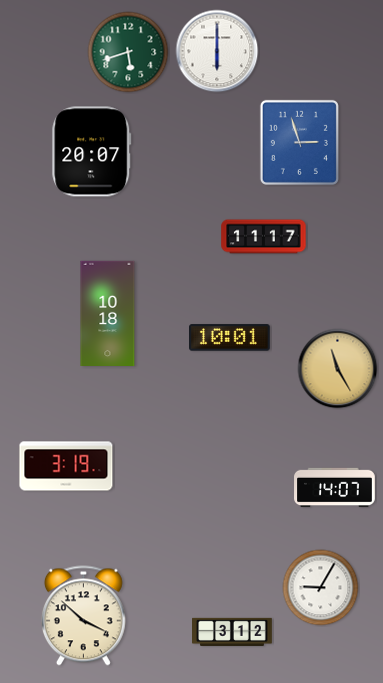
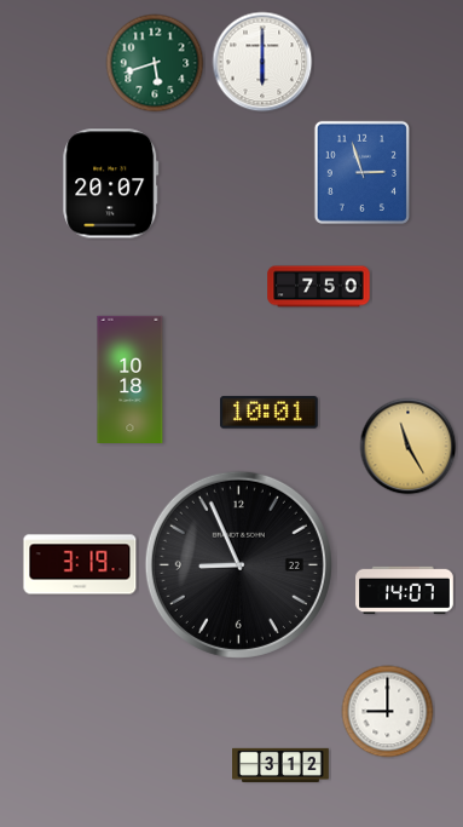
clock at (264, 237): 11:17 -> 7:50
clock at (230, 338) position: (230, 338) -> (270, 413)
clock at (238, 564): none -> 8:56
clock at (321, 588): 9:05 -> 9:00
clock at (83, 616): 3:52 -> none
